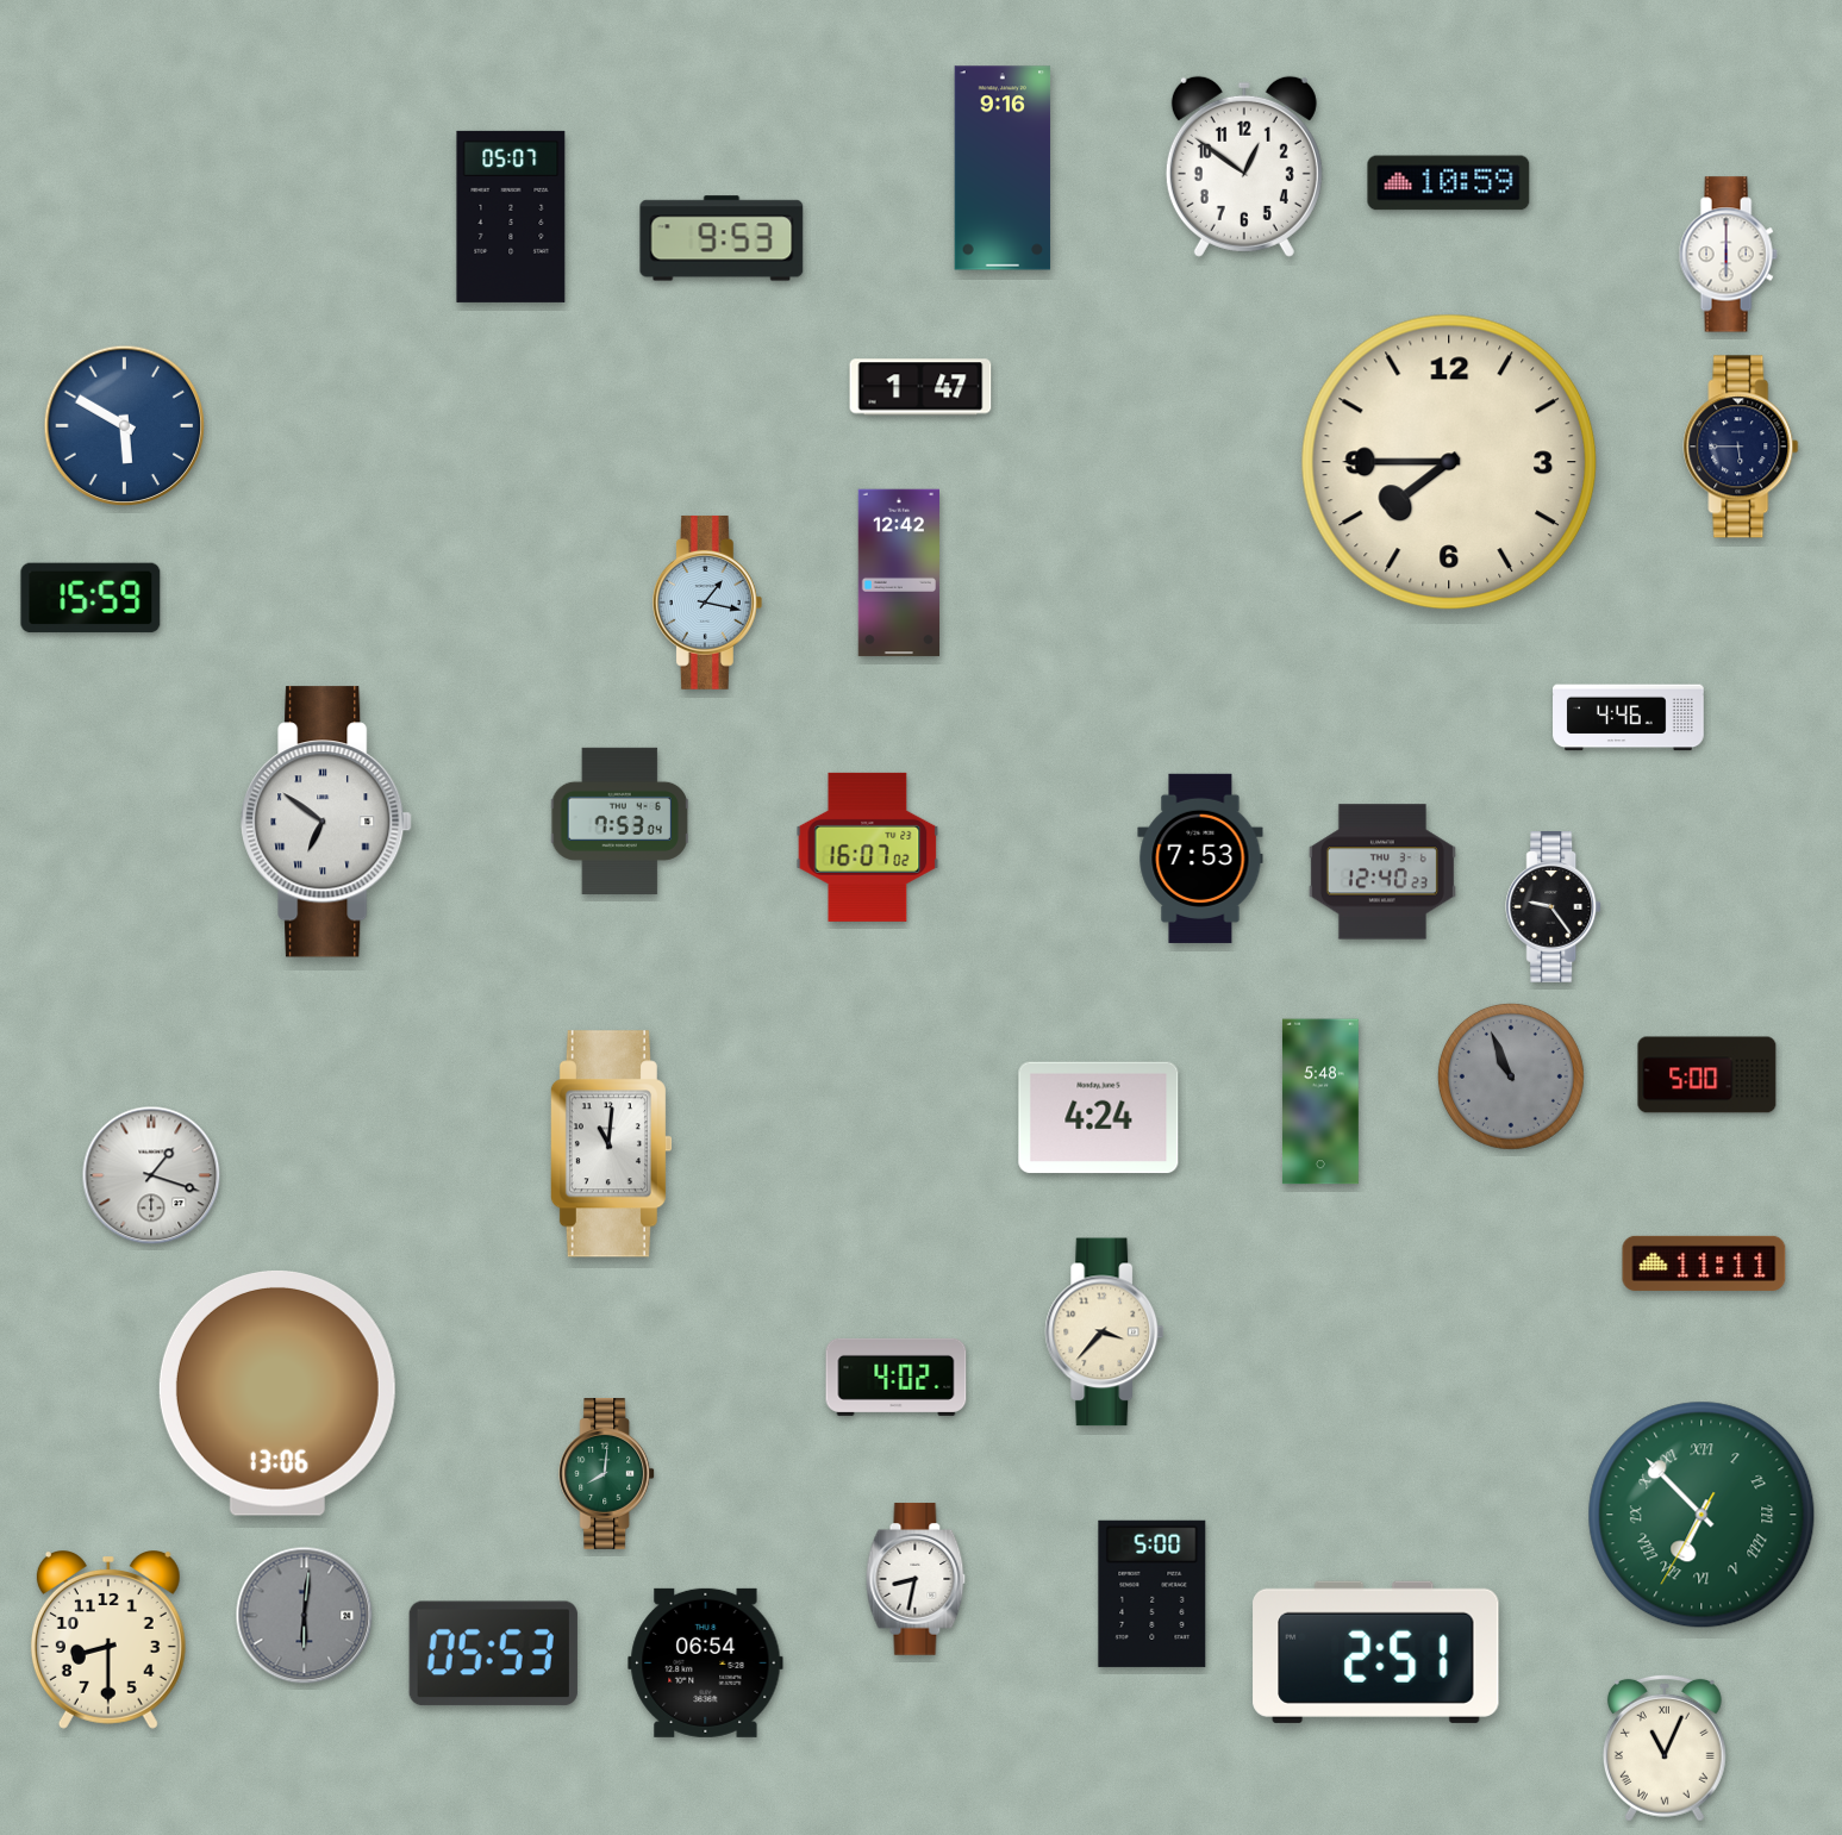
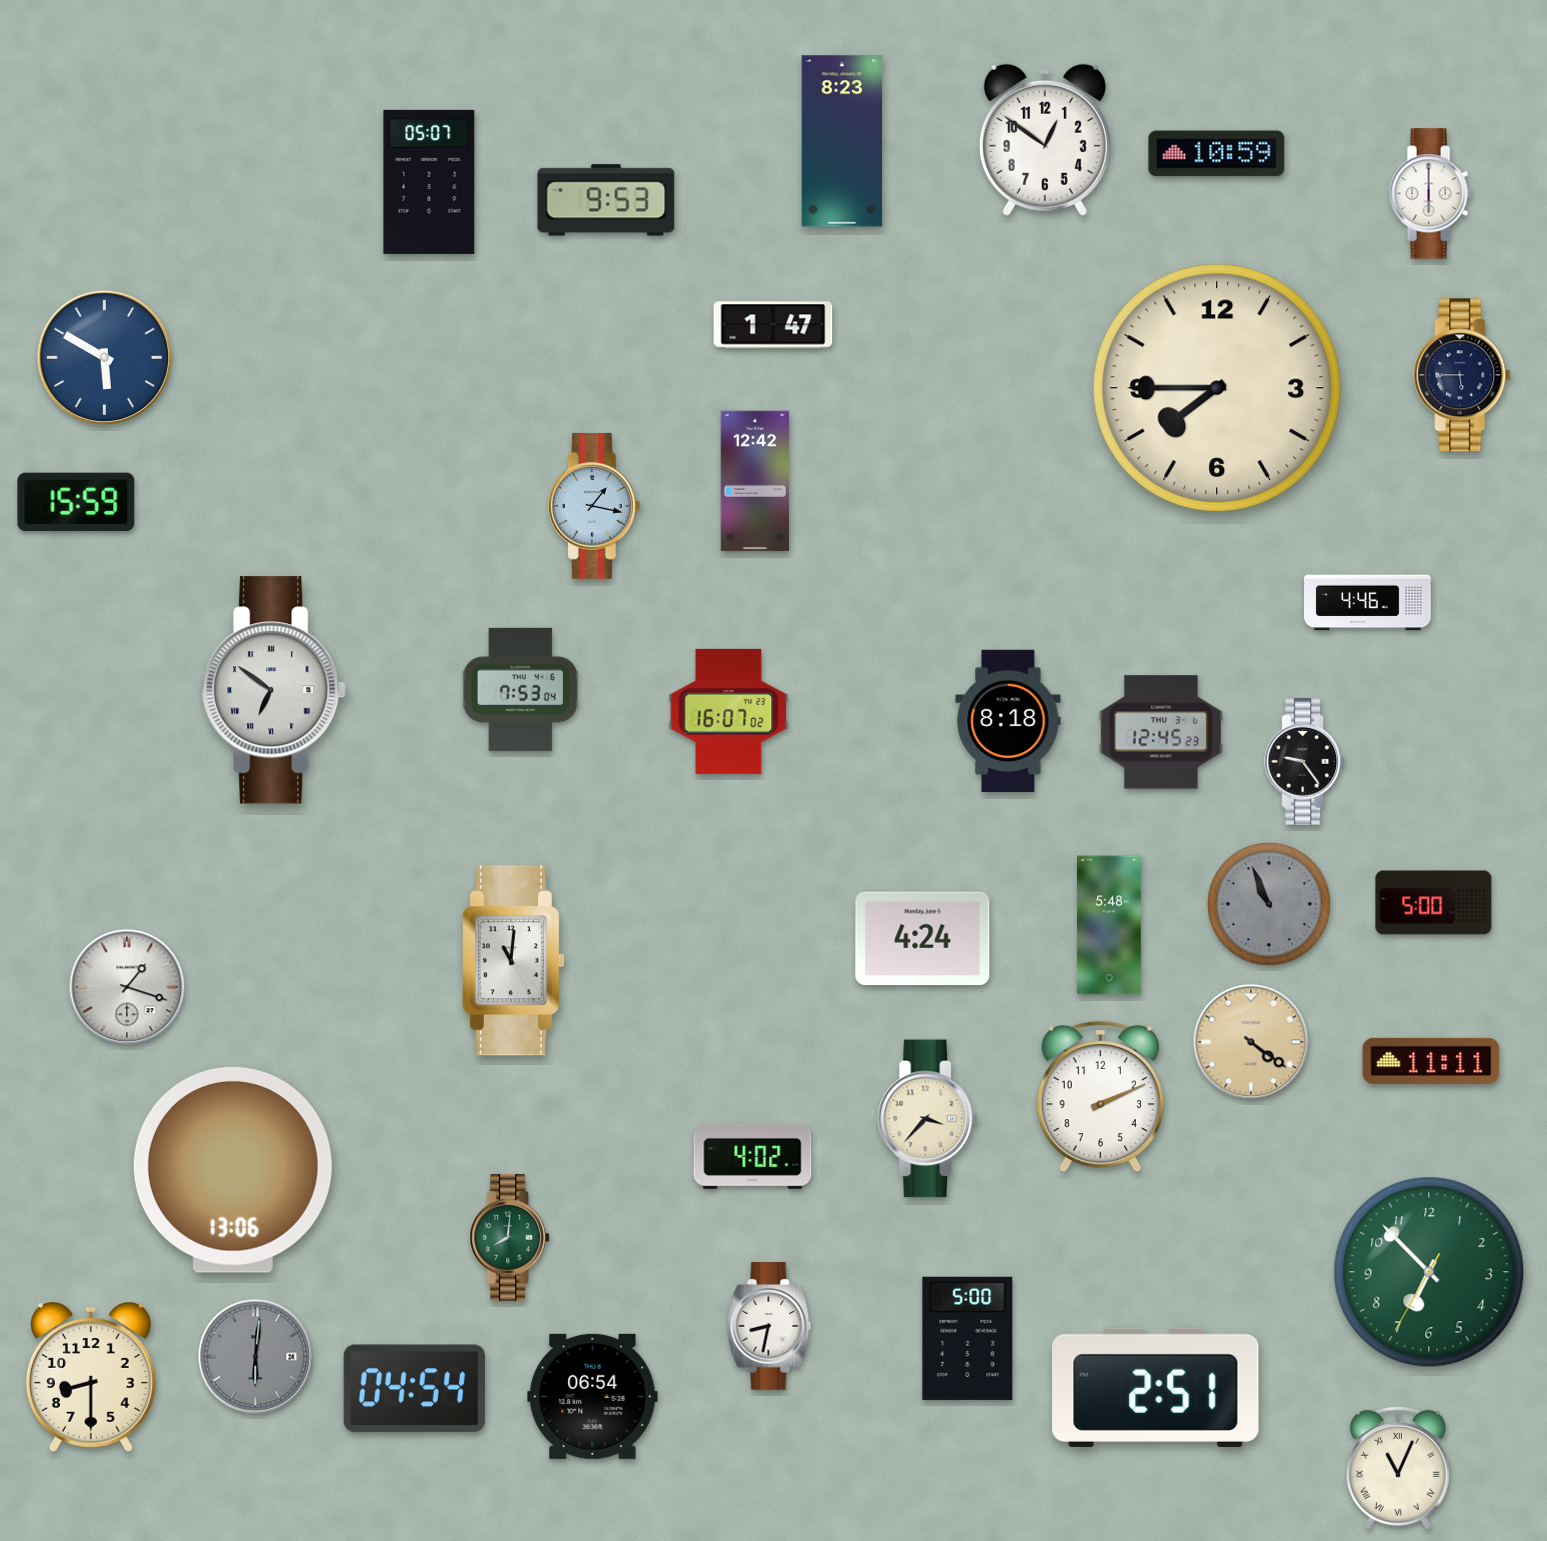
clock at (1003, 168): 9:16 -> 8:23
clock at (1728, 255) position: (1728, 255) -> (1430, 194)
clock at (1200, 859): 7:53 -> 8:18
clock at (1382, 872): 12:40 -> 12:45
clock at (1251, 1042): none -> 4:21
clock at (1100, 1097): none -> 2:11
clock at (1701, 1515) numerals: Roman -> Arabic
clock at (493, 1654): 05:53 -> 04:54
